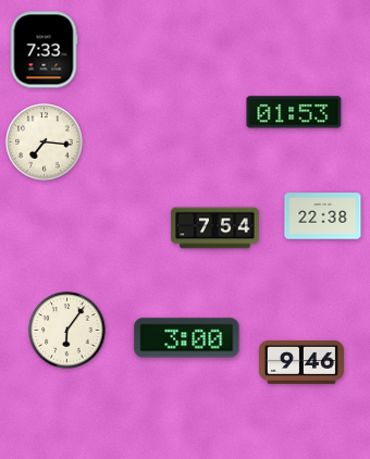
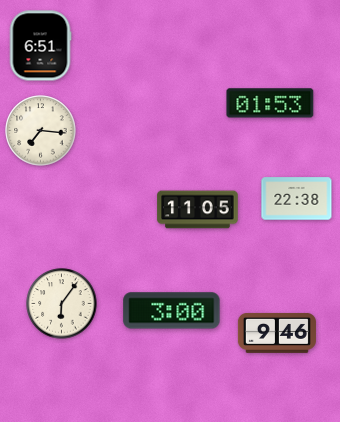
clock at (44, 50): 7:33 -> 6:51
clock at (215, 228): 7:54 -> 11:05
